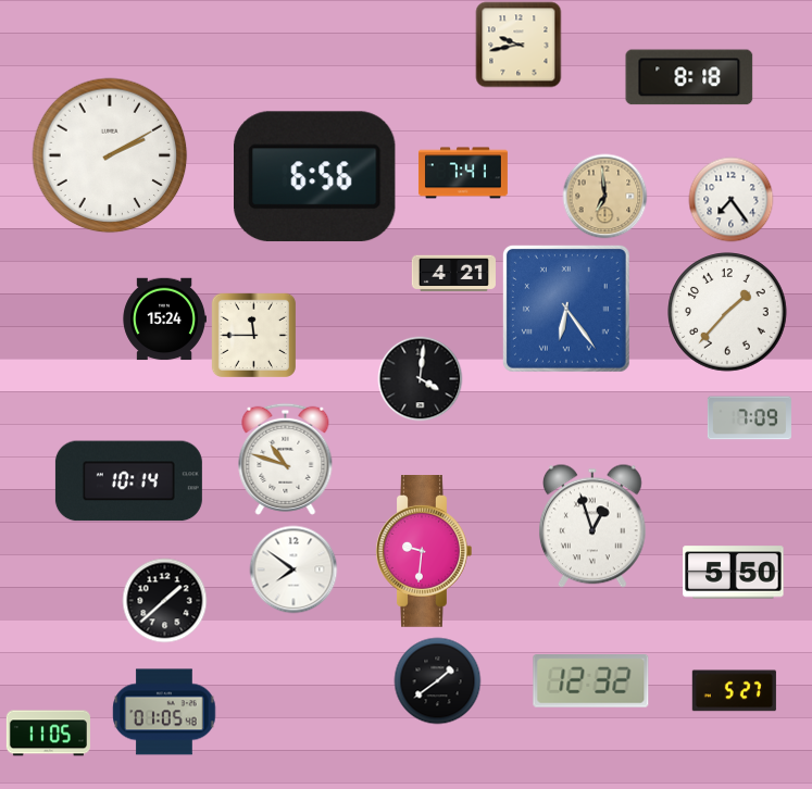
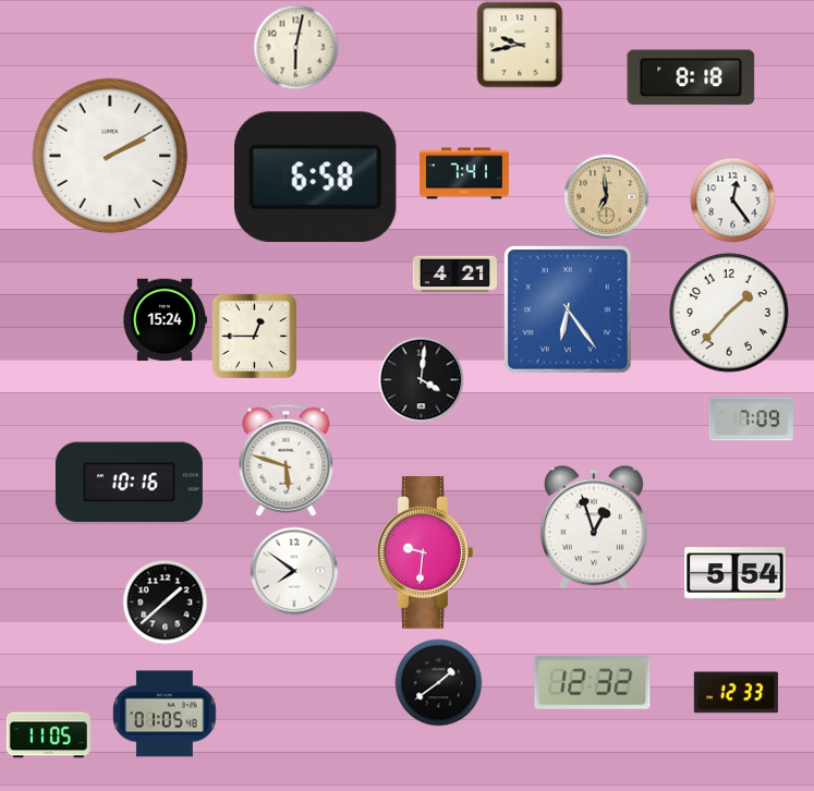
clock at (295, 47): none -> 6:02
clock at (315, 177): 6:56 -> 6:58
clock at (730, 199): 7:24 -> 12:24
clock at (253, 335): 11:45 -> 12:45
clock at (286, 459): 10:48 -> 5:48
clock at (128, 481): 10:14 -> 10:16
clock at (734, 573): 5:50 -> 5:54
clock at (734, 691): 5:27 -> 12:33
